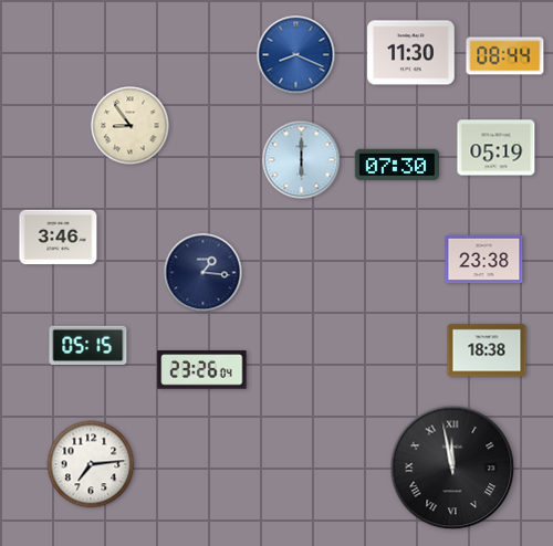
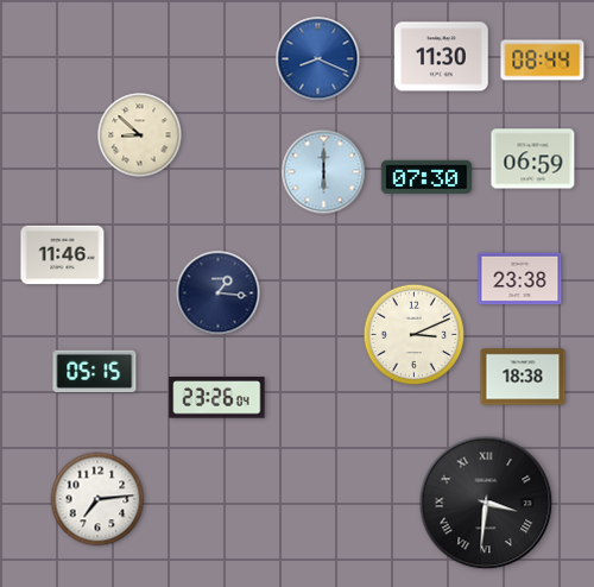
clock at (131, 126): 8:54 -> 8:52
clock at (497, 148): 05:19 -> 06:59
clock at (59, 238): 3:46 -> 11:46
clock at (415, 335): none -> 3:11
clock at (452, 468): 11:58 -> 3:31
